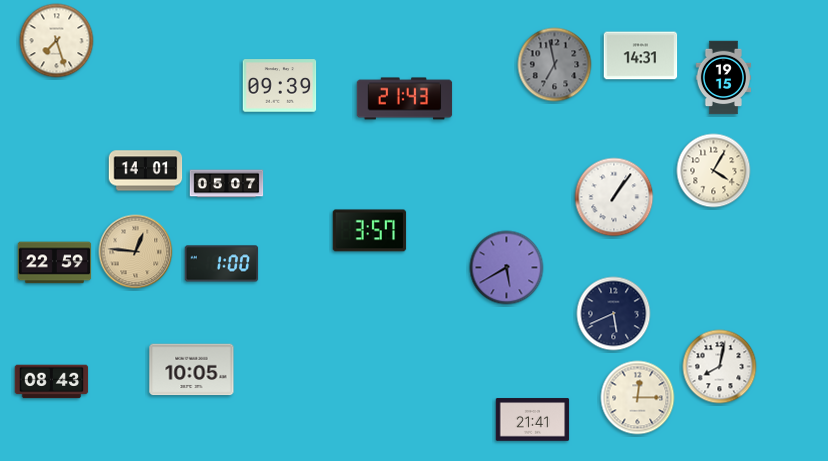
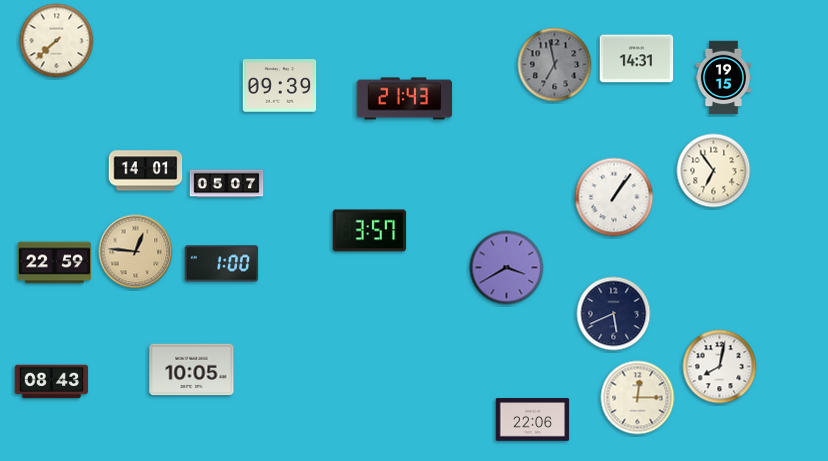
clock at (57, 41): 7:27 -> 7:38
clock at (641, 56) position: (641, 56) -> (637, 59)
clock at (714, 171): 4:05 -> 6:54
clock at (507, 268): 5:40 -> 3:40
clock at (533, 420): 21:41 -> 22:06
